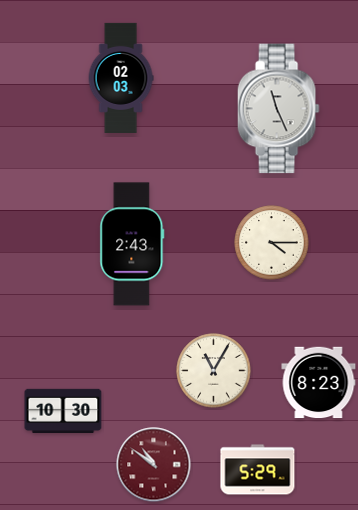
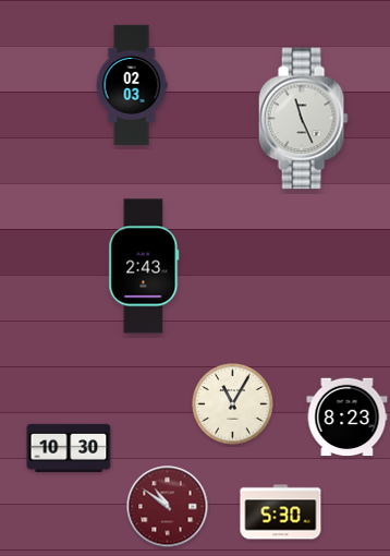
clock at (272, 243): 4:15 -> none
clock at (258, 470): 5:29 -> 5:30
